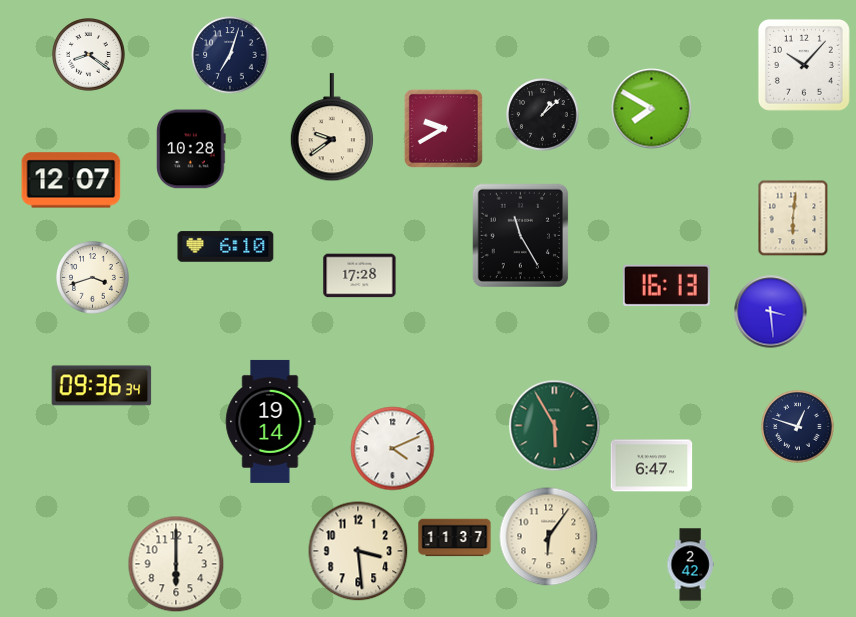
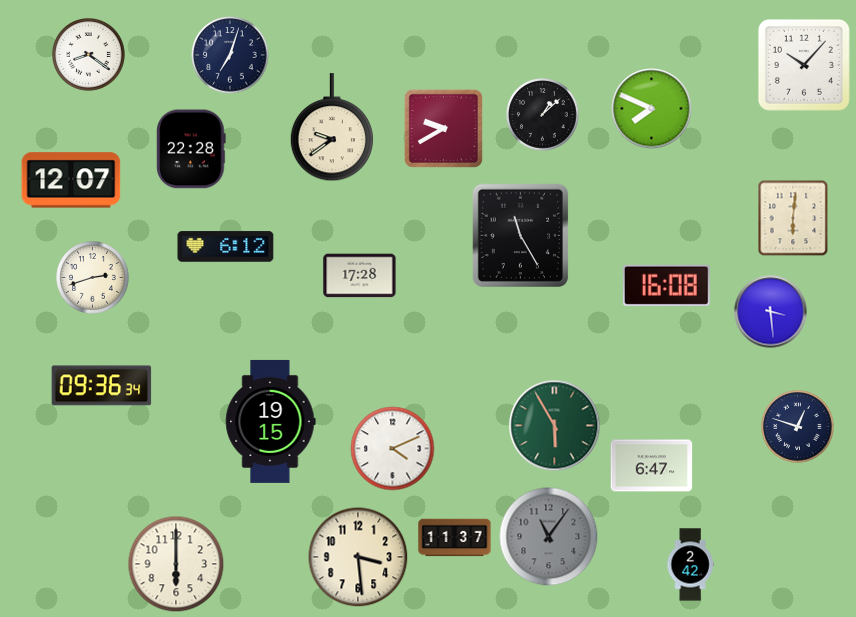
clock at (652, 109): 7:50 -> 7:49
clock at (191, 149): 10:28 -> 22:28
clock at (226, 247): 6:10 -> 6:12
clock at (93, 278): 3:42 -> 2:42
clock at (666, 285): 16:13 -> 16:08
clock at (271, 421): 19:14 -> 19:15
clock at (549, 537): 6:06 -> 11:06
clock at (549, 537) dial: cream -> grey
clock at (358, 551) position: (358, 551) -> (358, 557)
